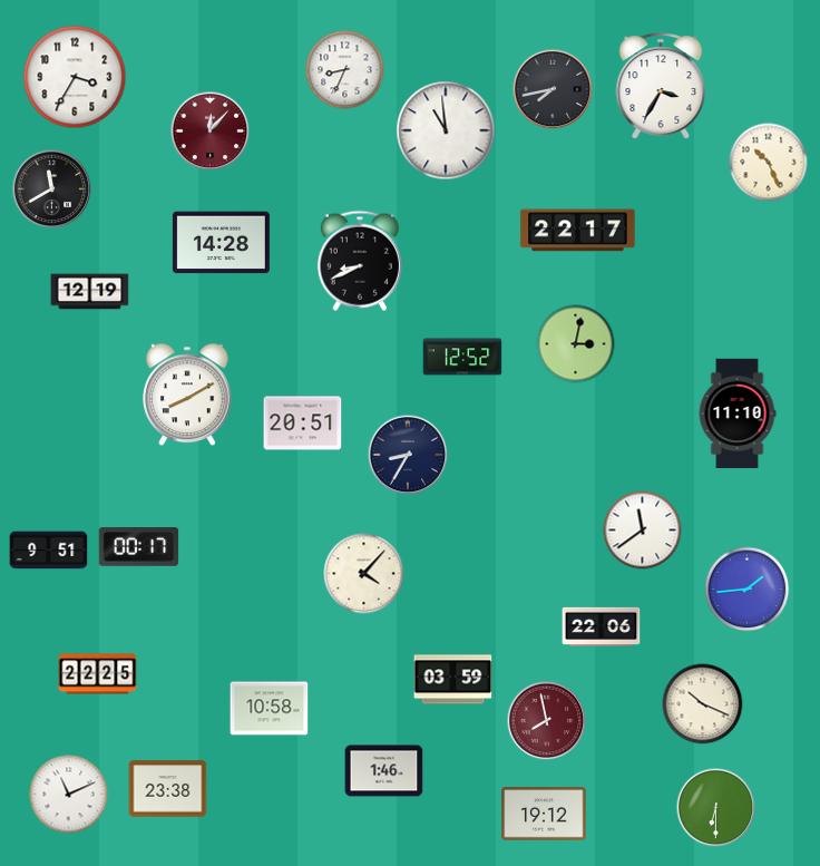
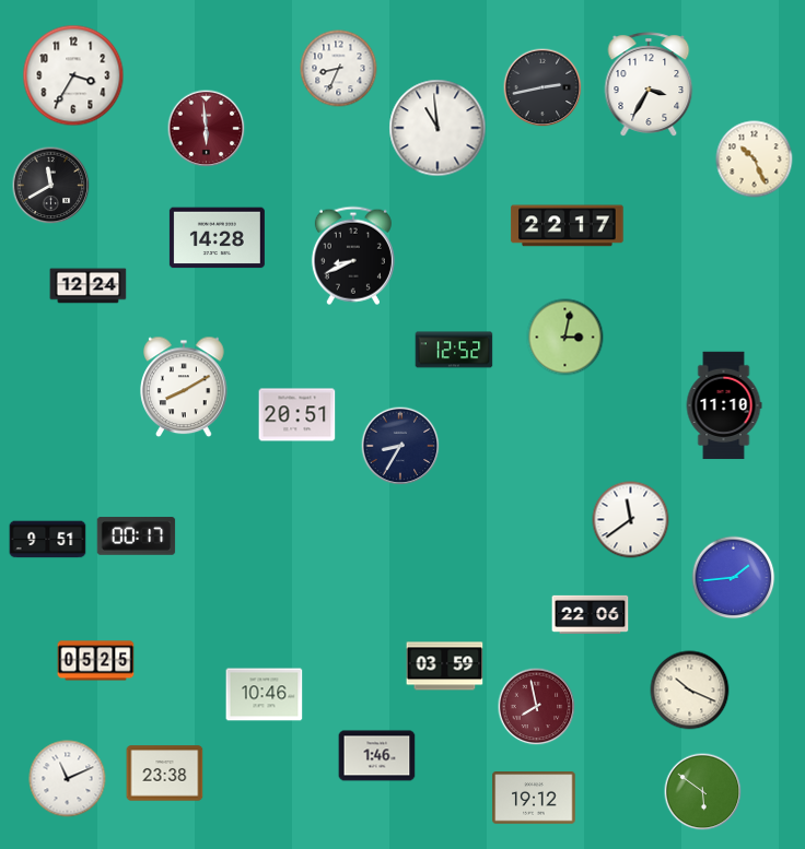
clock at (553, 89): 7:43 -> 2:43
clock at (211, 132): 12:07 -> 5:59
clock at (90, 292): 12:19 -> 12:24
clock at (364, 574): 4:07 -> none
clock at (98, 674): 22:25 -> 05:25
clock at (270, 709): 10:58 -> 10:46
clock at (716, 808): 6:30 -> 5:51
